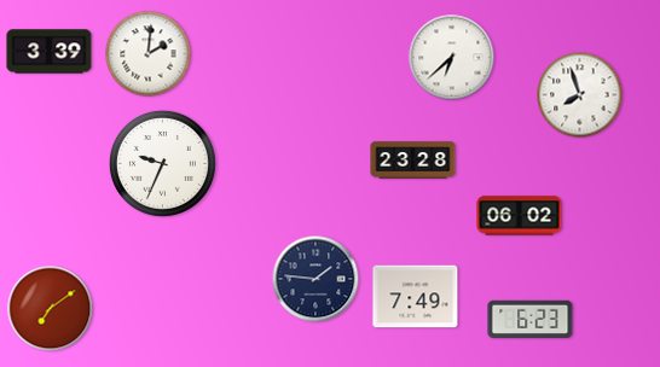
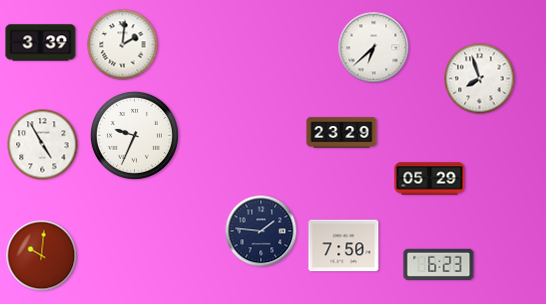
clock at (413, 161): 23:28 -> 23:29
clock at (43, 145): none -> 4:55
clock at (520, 216): 06:02 -> 05:29
clock at (416, 297): 7:49 -> 7:50
clock at (51, 309): 7:09 -> 10:01
